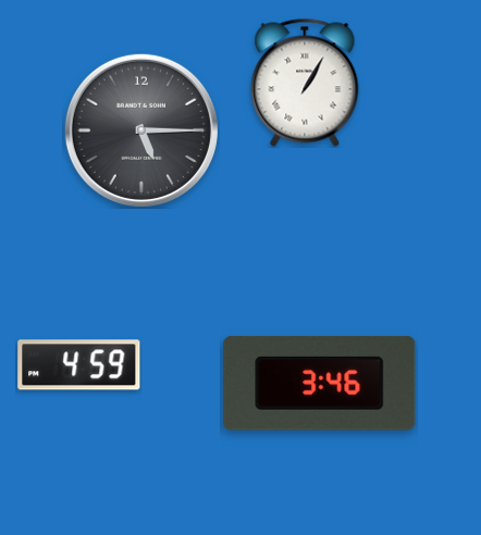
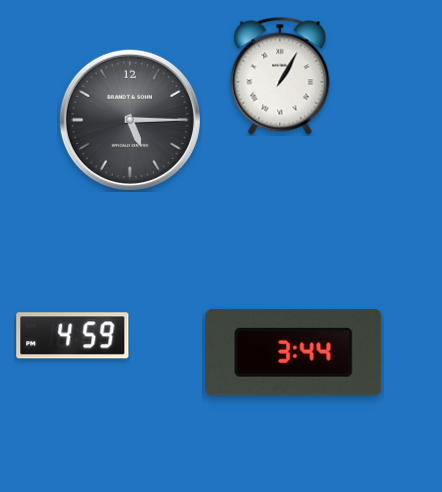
clock at (320, 383): 3:46 -> 3:44
